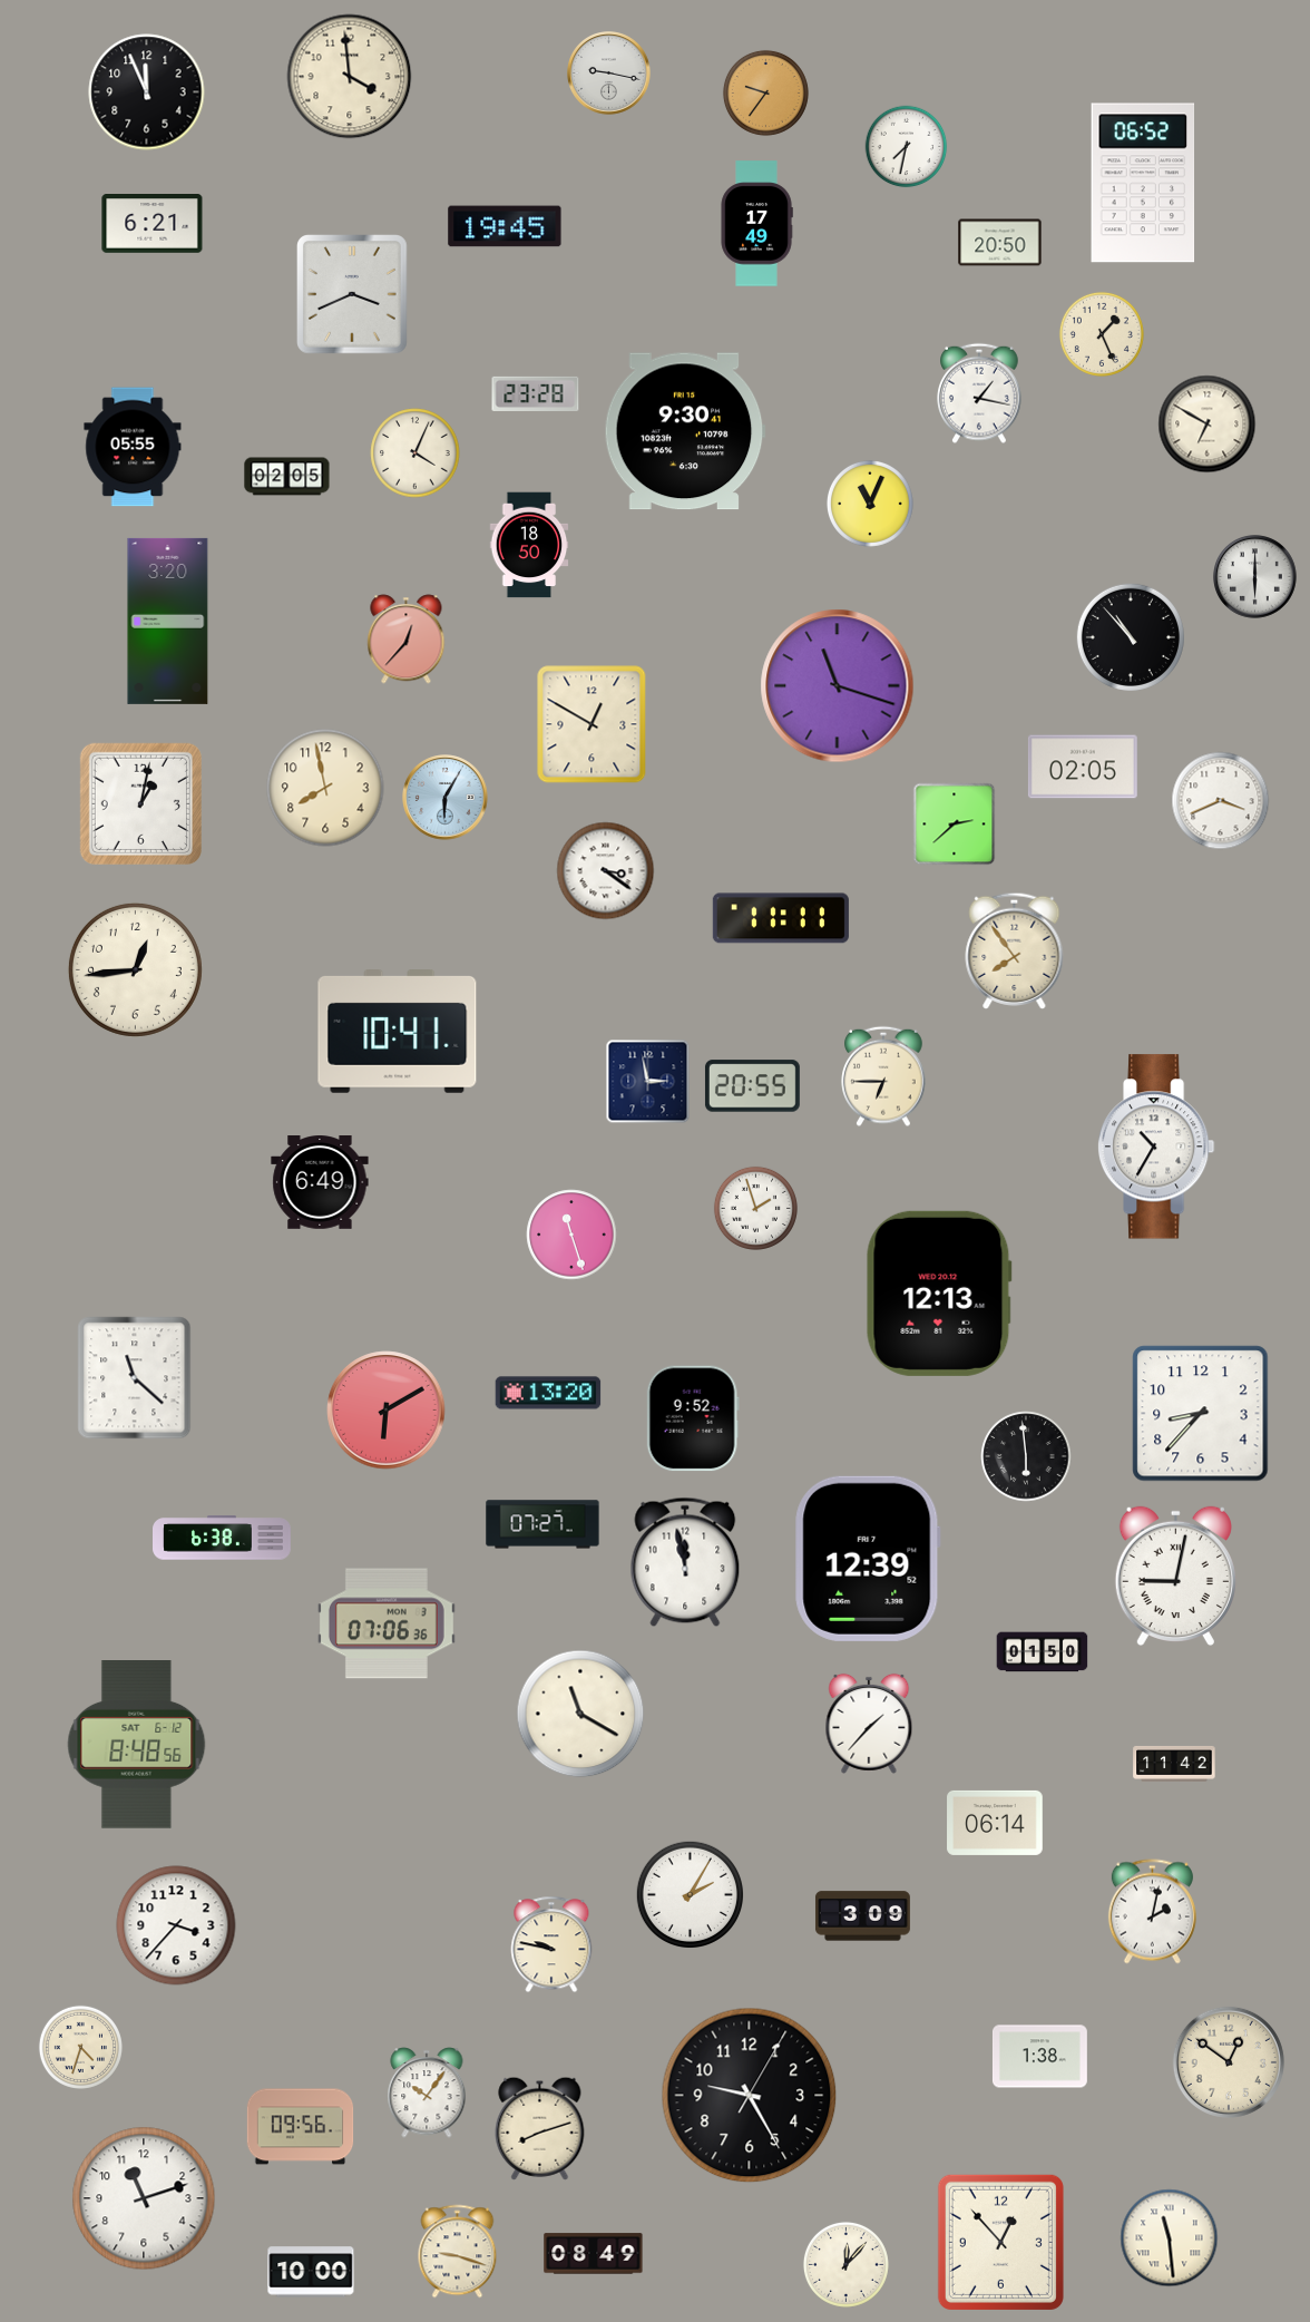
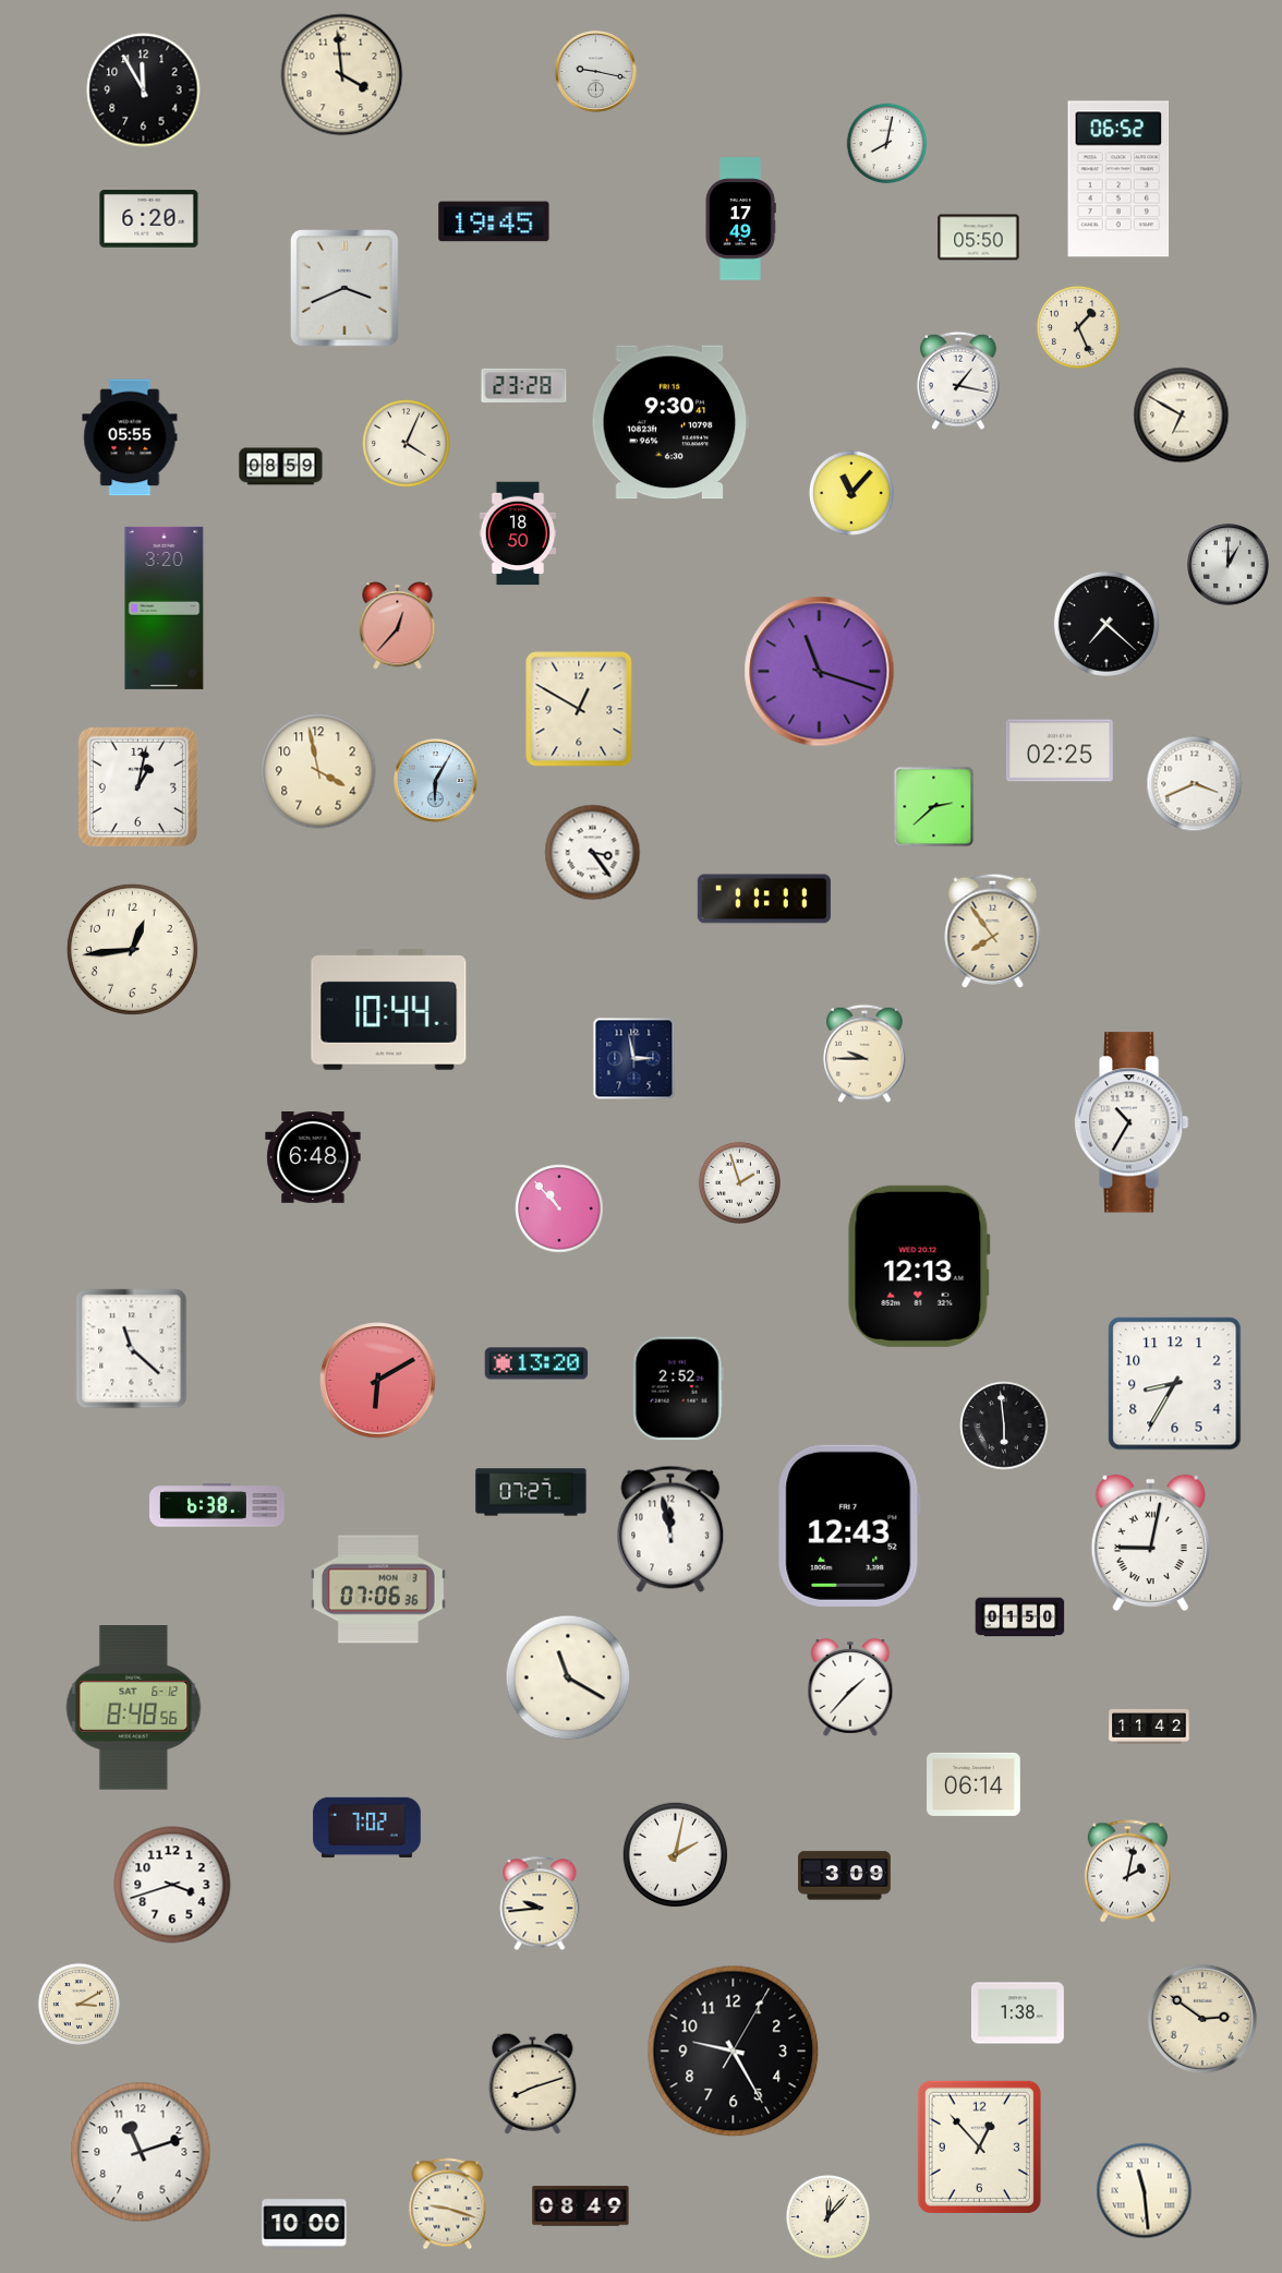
clock at (147, 92): 11:56 -> 11:55
clock at (765, 92): 9:36 -> none
clock at (907, 147): 7:32 -> 8:02
clock at (153, 224): 6:21 -> 6:20
clock at (1000, 243): 20:50 -> 05:50
clock at (979, 393) position: (979, 393) -> (958, 381)
clock at (287, 477): 02:05 -> 08:59
clock at (870, 504): 11:04 -> 11:07
clock at (1255, 577): 6:00 -> 1:00
clock at (1131, 637): 10:53 -> 7:22
clock at (1083, 767): 02:05 -> 02:25
clock at (325, 788): 7:58 -> 3:58
clock at (606, 871): 3:21 -> 3:24
clock at (398, 1032): 10:41 -> 10:44
clock at (883, 1076): 6:45 -> 9:45
clock at (752, 1086): 20:55 -> none
clock at (320, 1183): 6:49 -> 6:48
clock at (571, 1235): 11:27 -> 10:53
clock at (1201, 1414): 8:37 -> 8:35
clock at (693, 1418): 9:52 -> 2:52
clock at (868, 1559): 12:39 -> 12:43
clock at (367, 1828): none -> 7:02
clock at (690, 1894): 2:05 -> 2:02
clock at (176, 1925): 3:37 -> 3:42
clock at (551, 1944): 9:47 -> 9:44
clock at (80, 2047): 4:33 -> 3:10
clock at (1229, 2062): 12:51 -> 2:51
clock at (427, 2092): 10:06 -> none
clock at (301, 2127): 09:56 -> none
clock at (540, 2128) position: (540, 2128) -> (533, 2083)
clock at (1000, 2242) position: (1000, 2242) -> (979, 2146)
